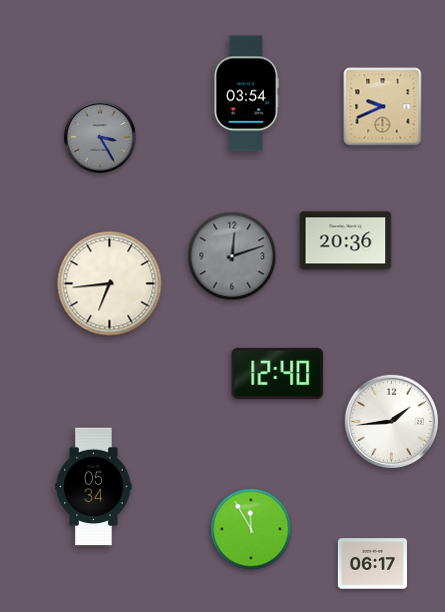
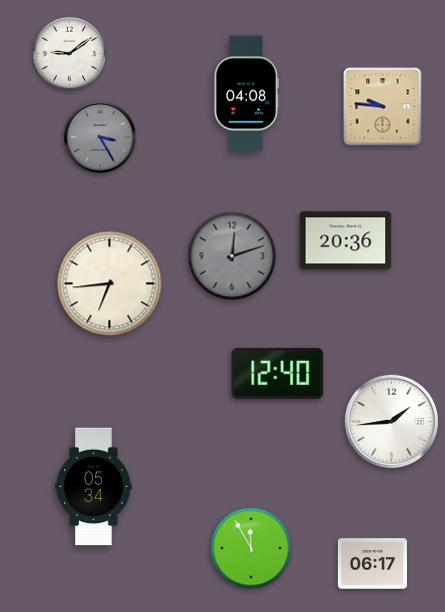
clock at (69, 53): none -> 9:09
clock at (246, 94): 03:54 -> 04:08
clock at (383, 107): 9:41 -> 9:46
clock at (251, 529) position: (251, 529) -> (251, 548)
